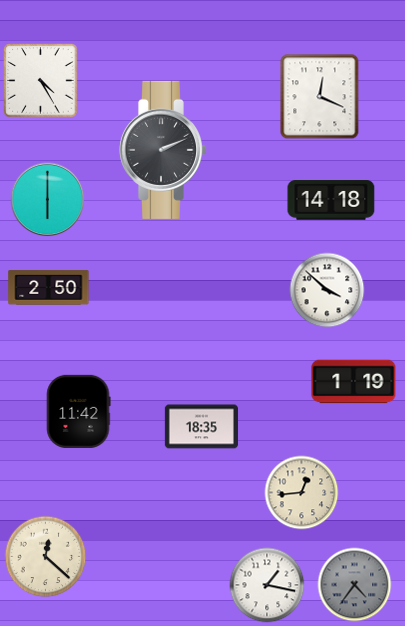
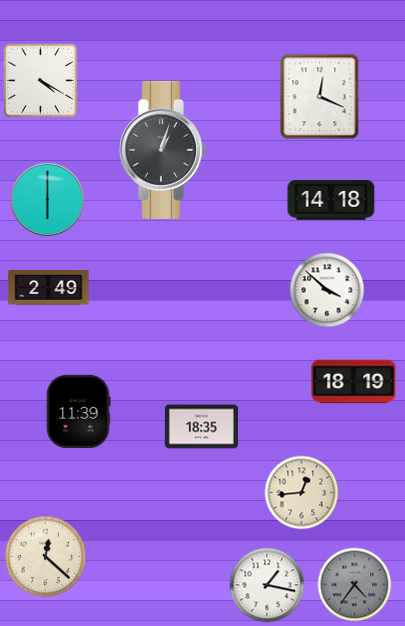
clock at (41, 81): 4:25 -> 4:20
clock at (163, 150): 2:11 -> 1:03
clock at (49, 288): 2:50 -> 2:49
clock at (354, 382): 1:19 -> 18:19
clock at (78, 411): 11:42 -> 11:39
